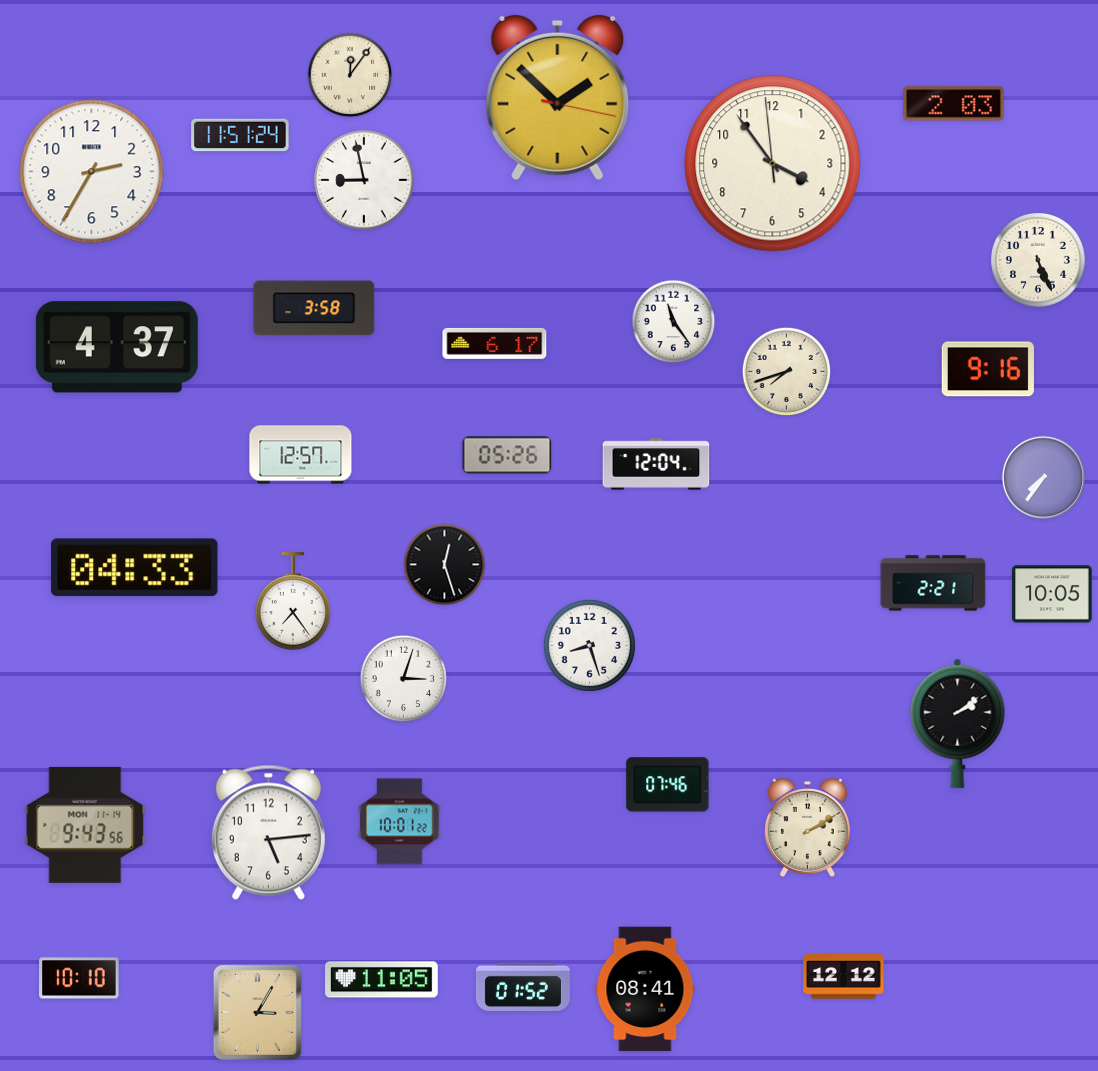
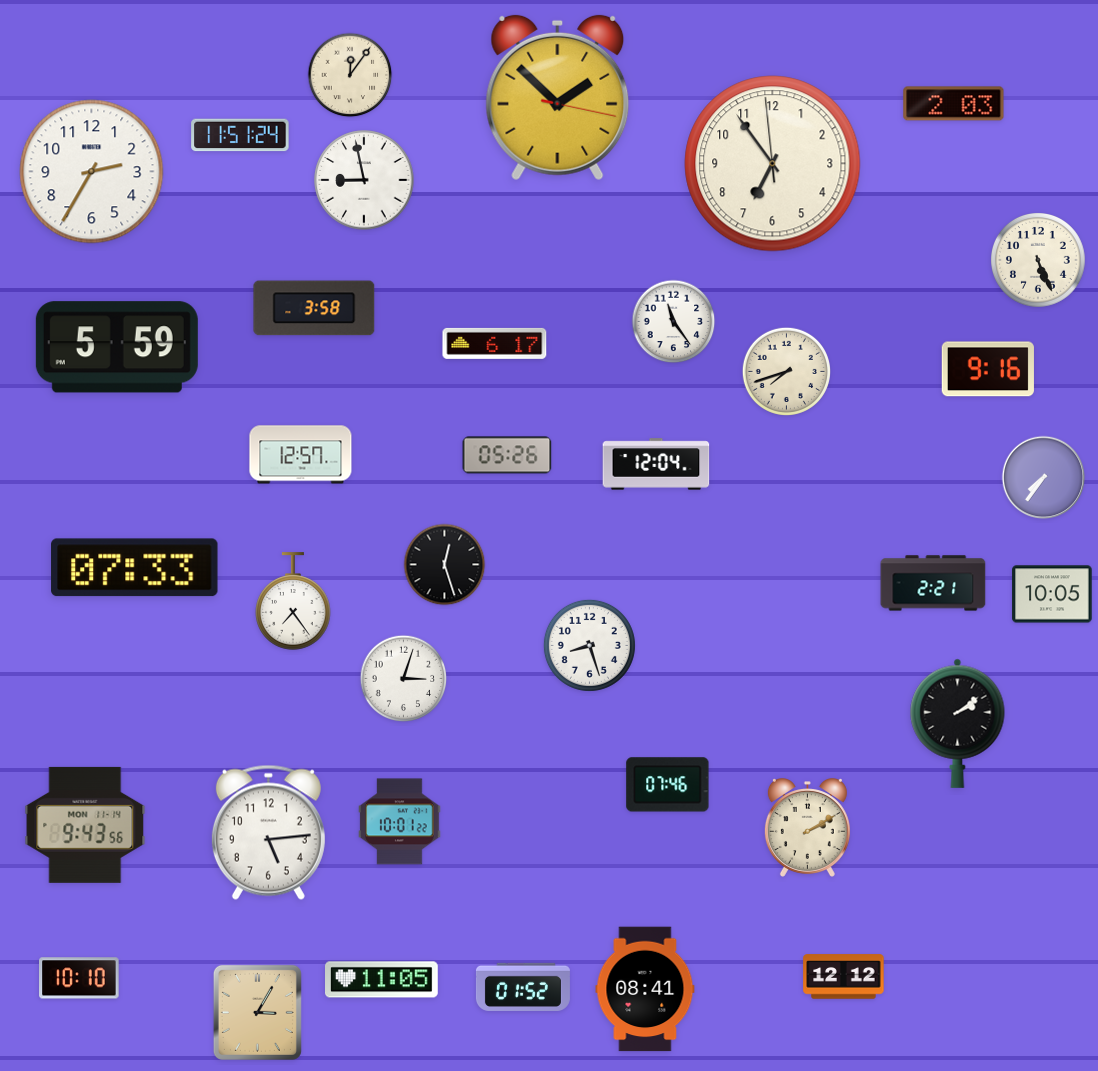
clock at (773, 164): 3:53 -> 6:53
clock at (117, 347): 4:37 -> 5:59
clock at (135, 568): 04:33 -> 07:33
